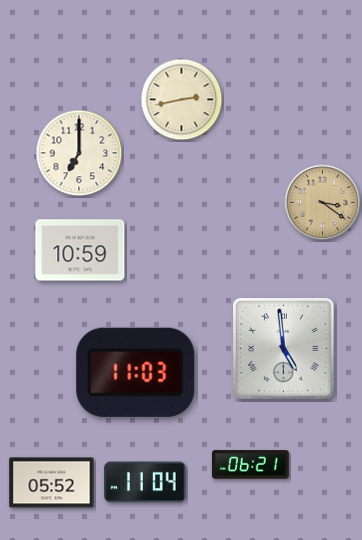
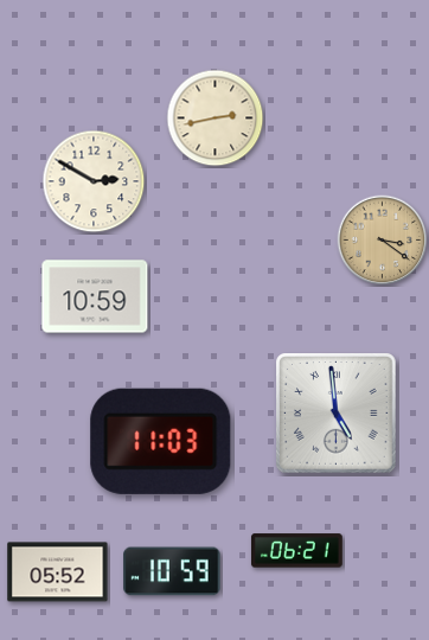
clock at (79, 153): 7:00 -> 2:50
clock at (145, 482): 11:04 -> 10:59
clock at (52, 483) position: (52, 483) -> (58, 572)
